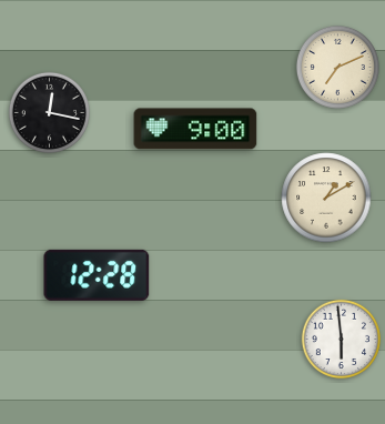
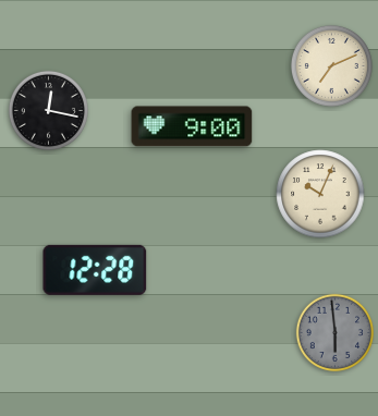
clock at (326, 198): 1:10 -> 10:04
clock at (342, 340) dial: white -> grey
